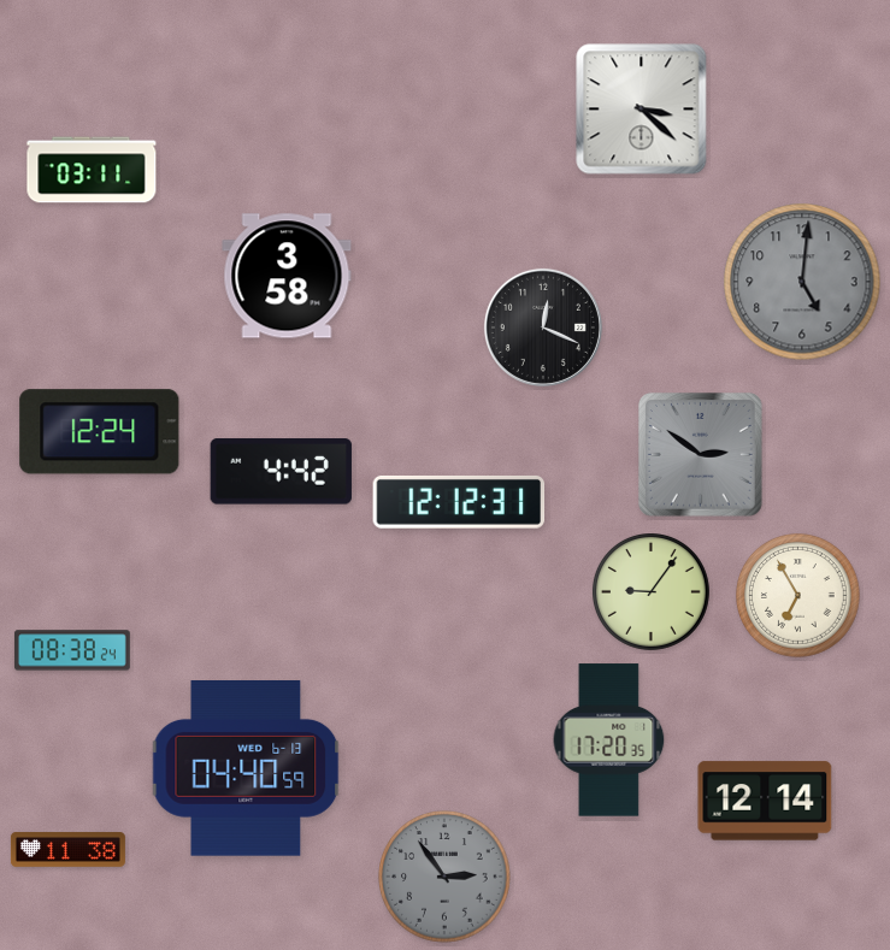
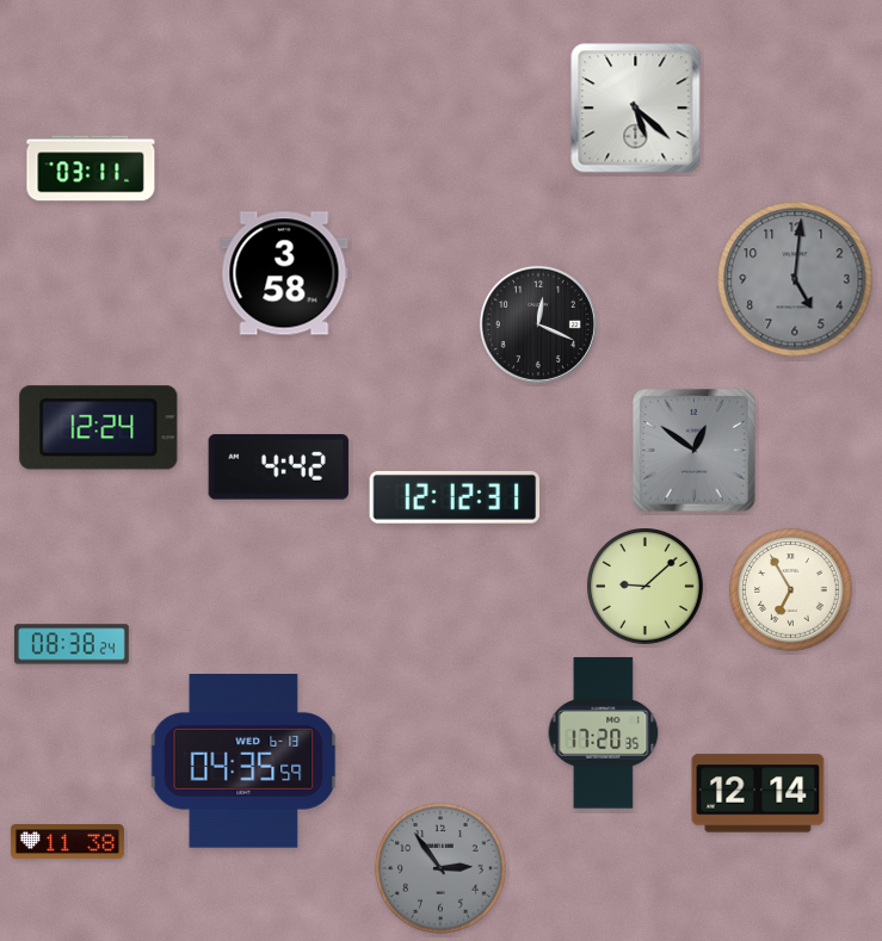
clock at (642, 110): 3:22 -> 5:22
clock at (701, 455): 2:51 -> 12:51
clock at (652, 592): 9:06 -> 9:08
clock at (246, 769): 04:40 -> 04:35
